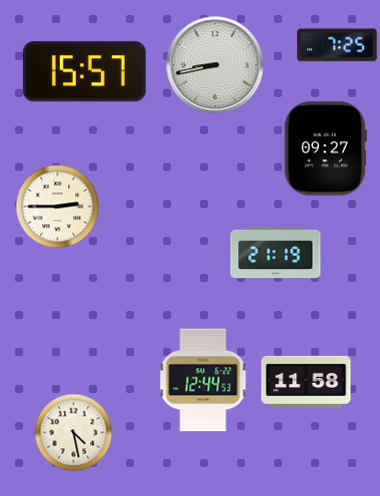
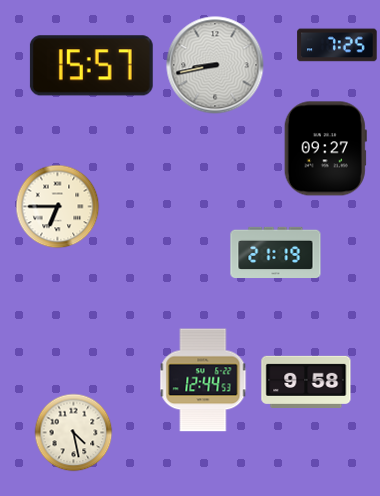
clock at (84, 72) position: (84, 72) -> (91, 66)
clock at (57, 206): 2:45 -> 6:45
clock at (306, 382): 11:58 -> 9:58
